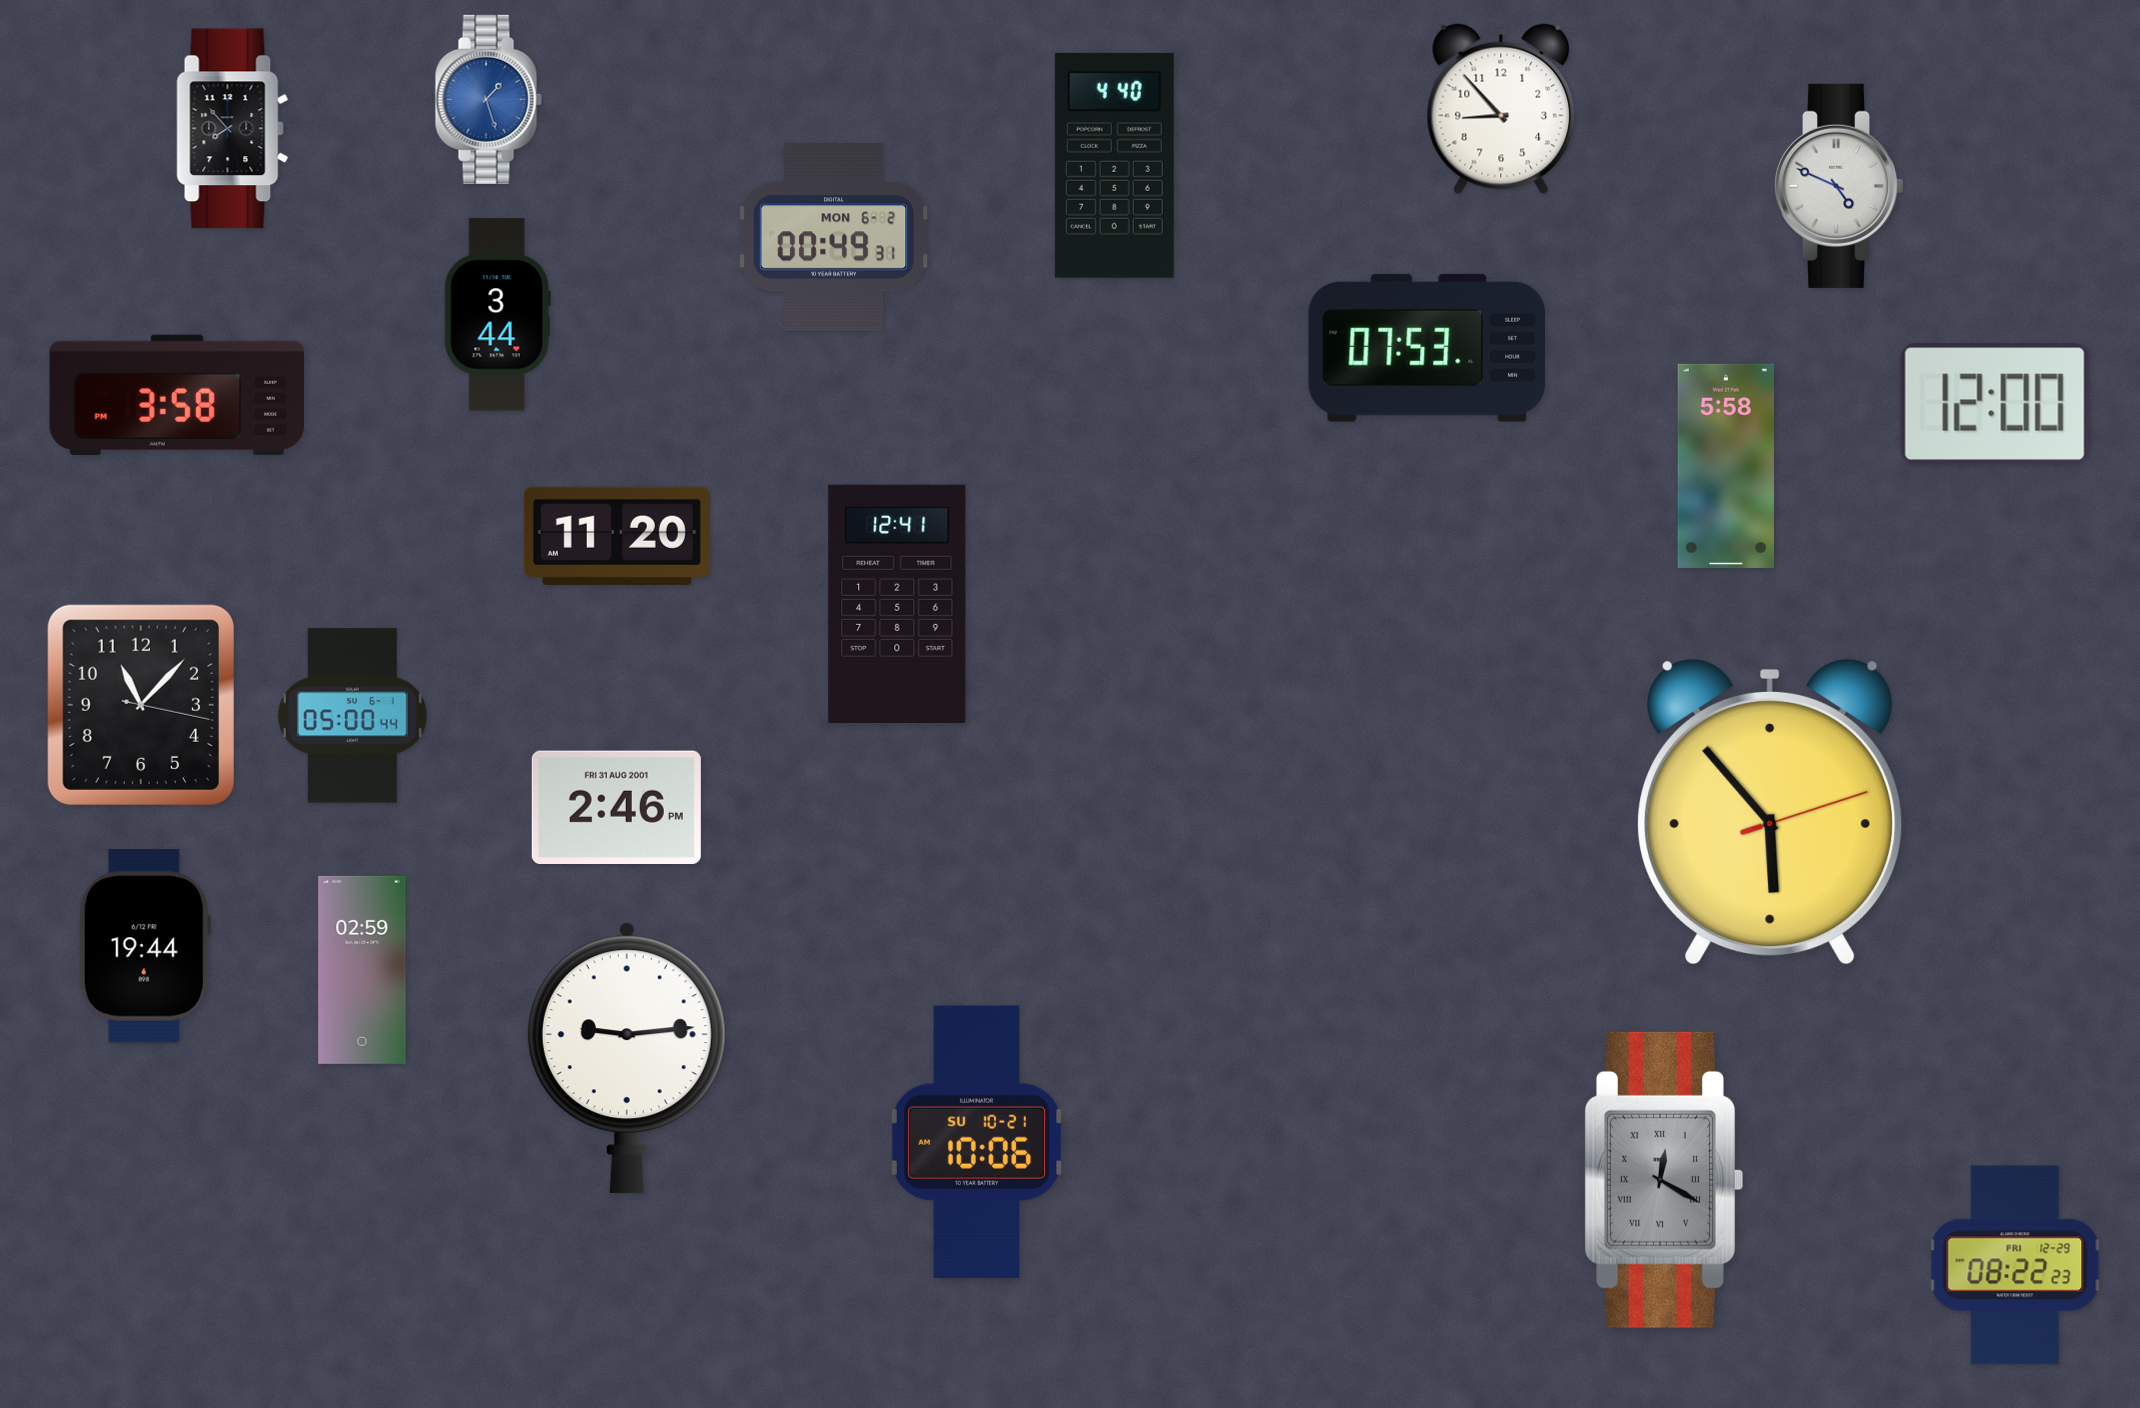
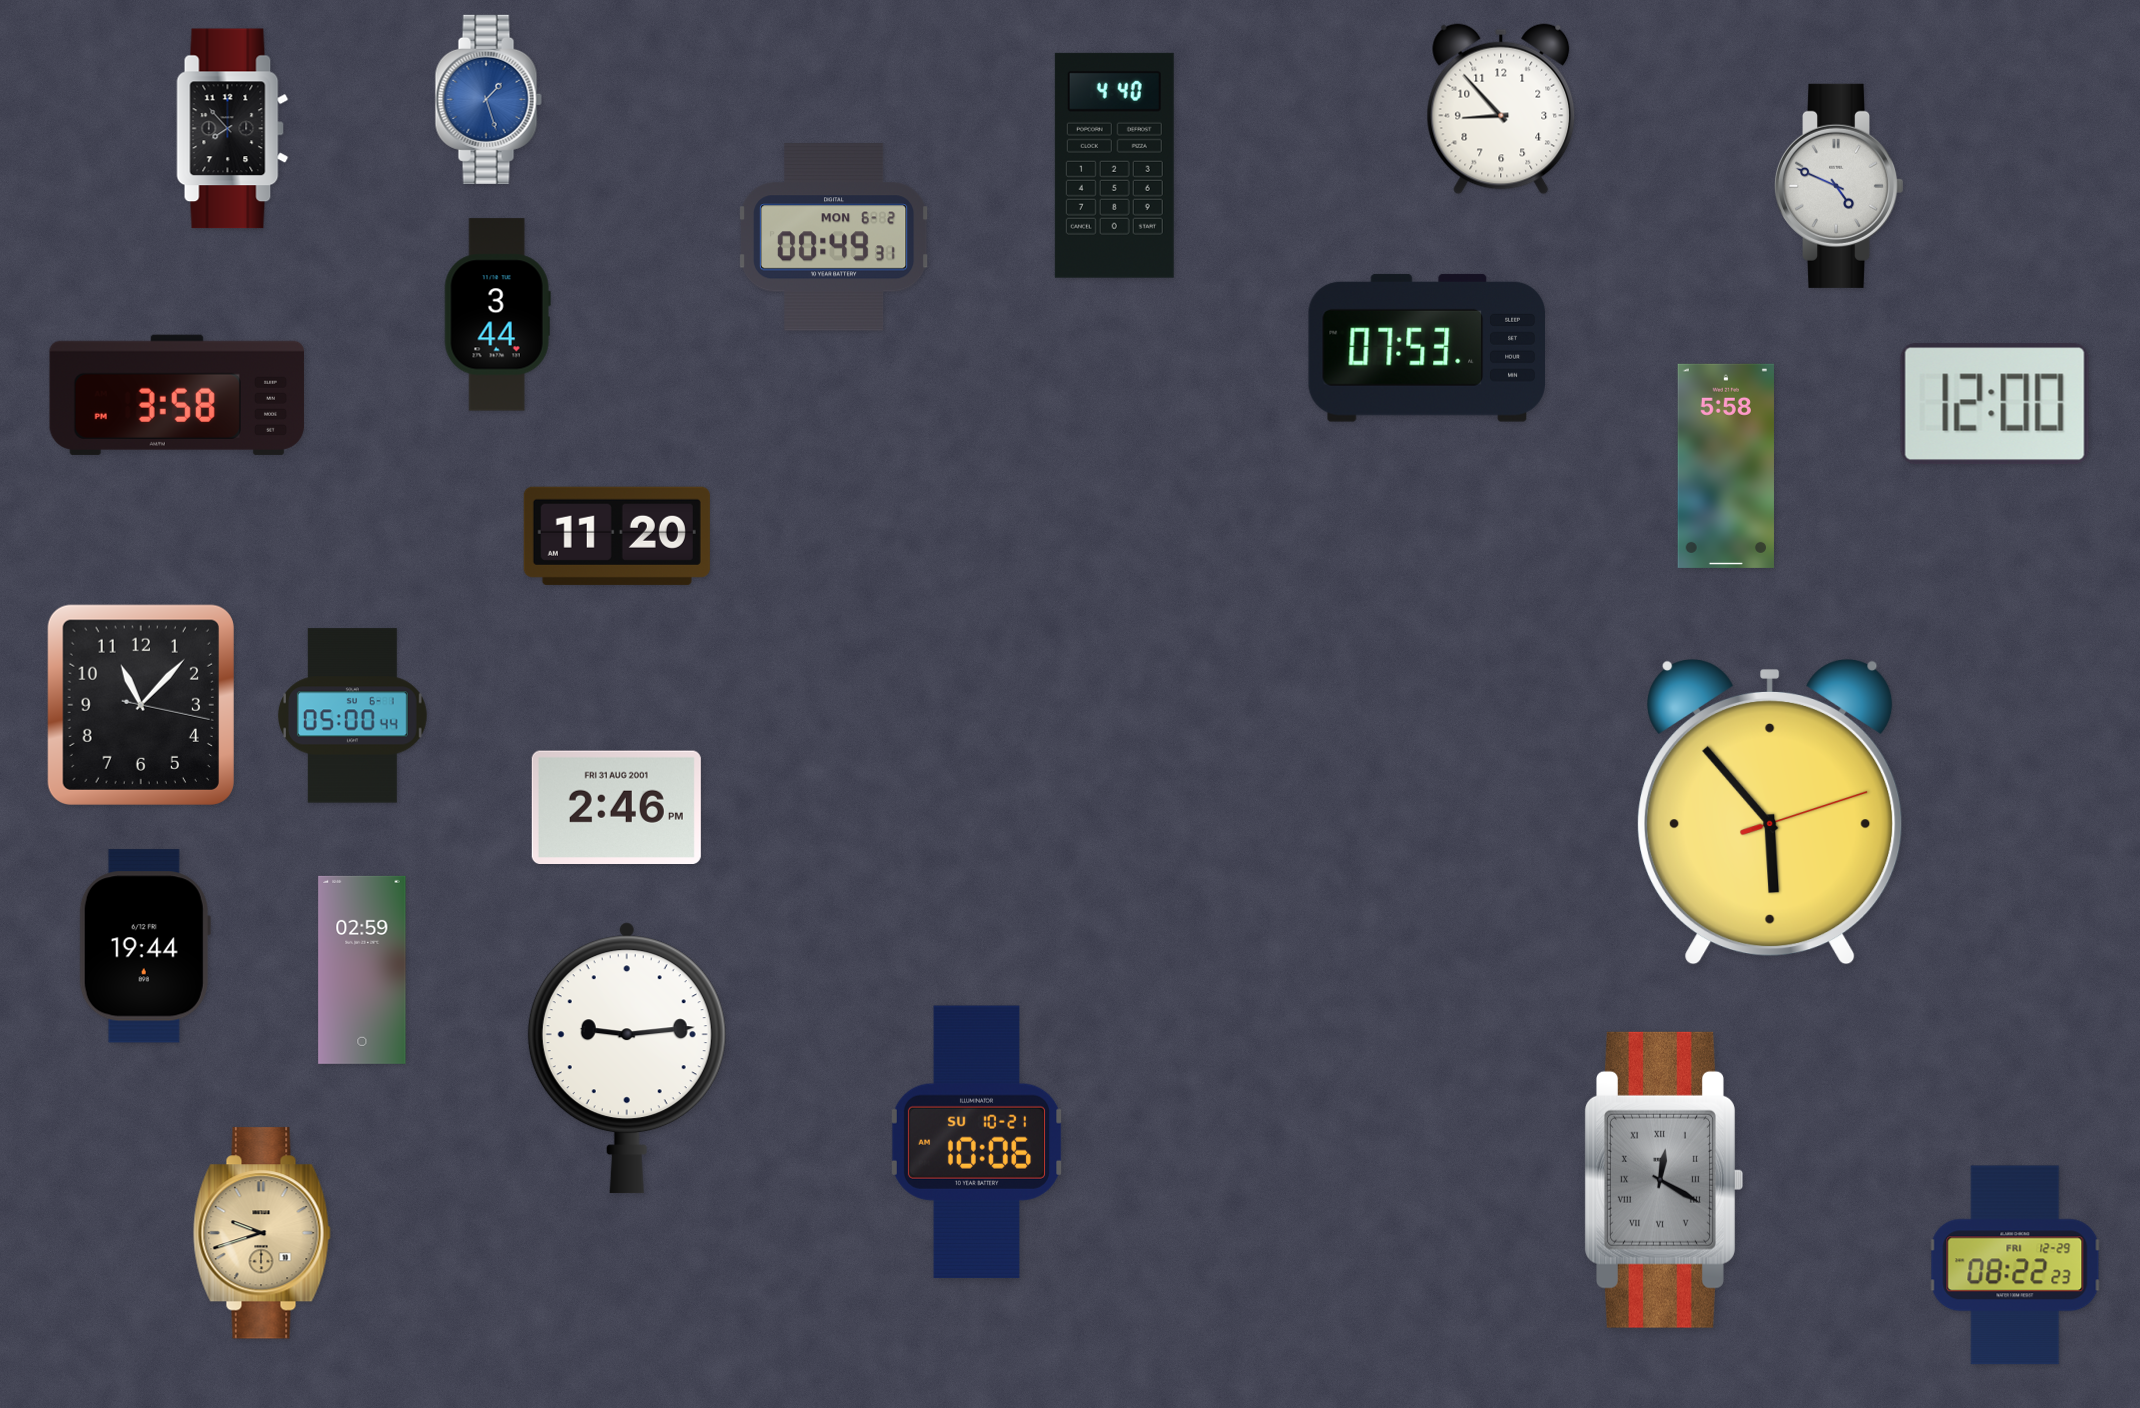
clock at (897, 604): 12:41 -> none
clock at (262, 1233): none -> 9:42
